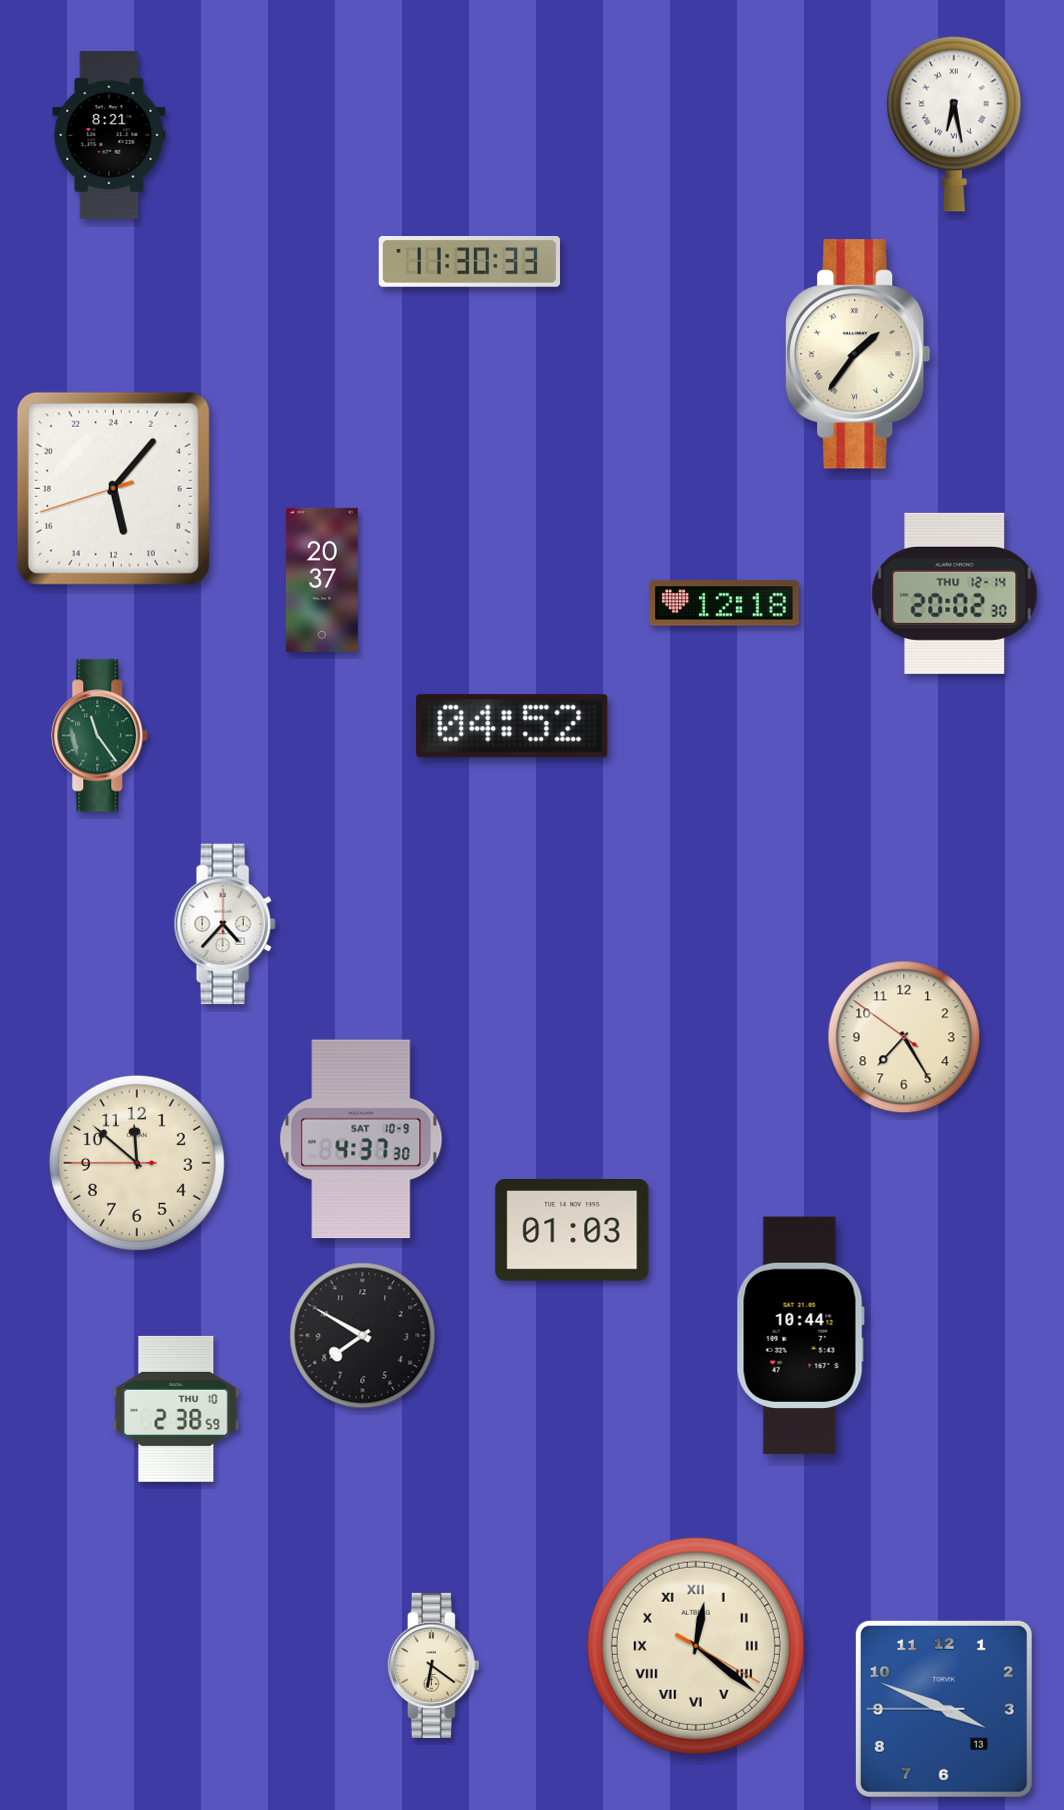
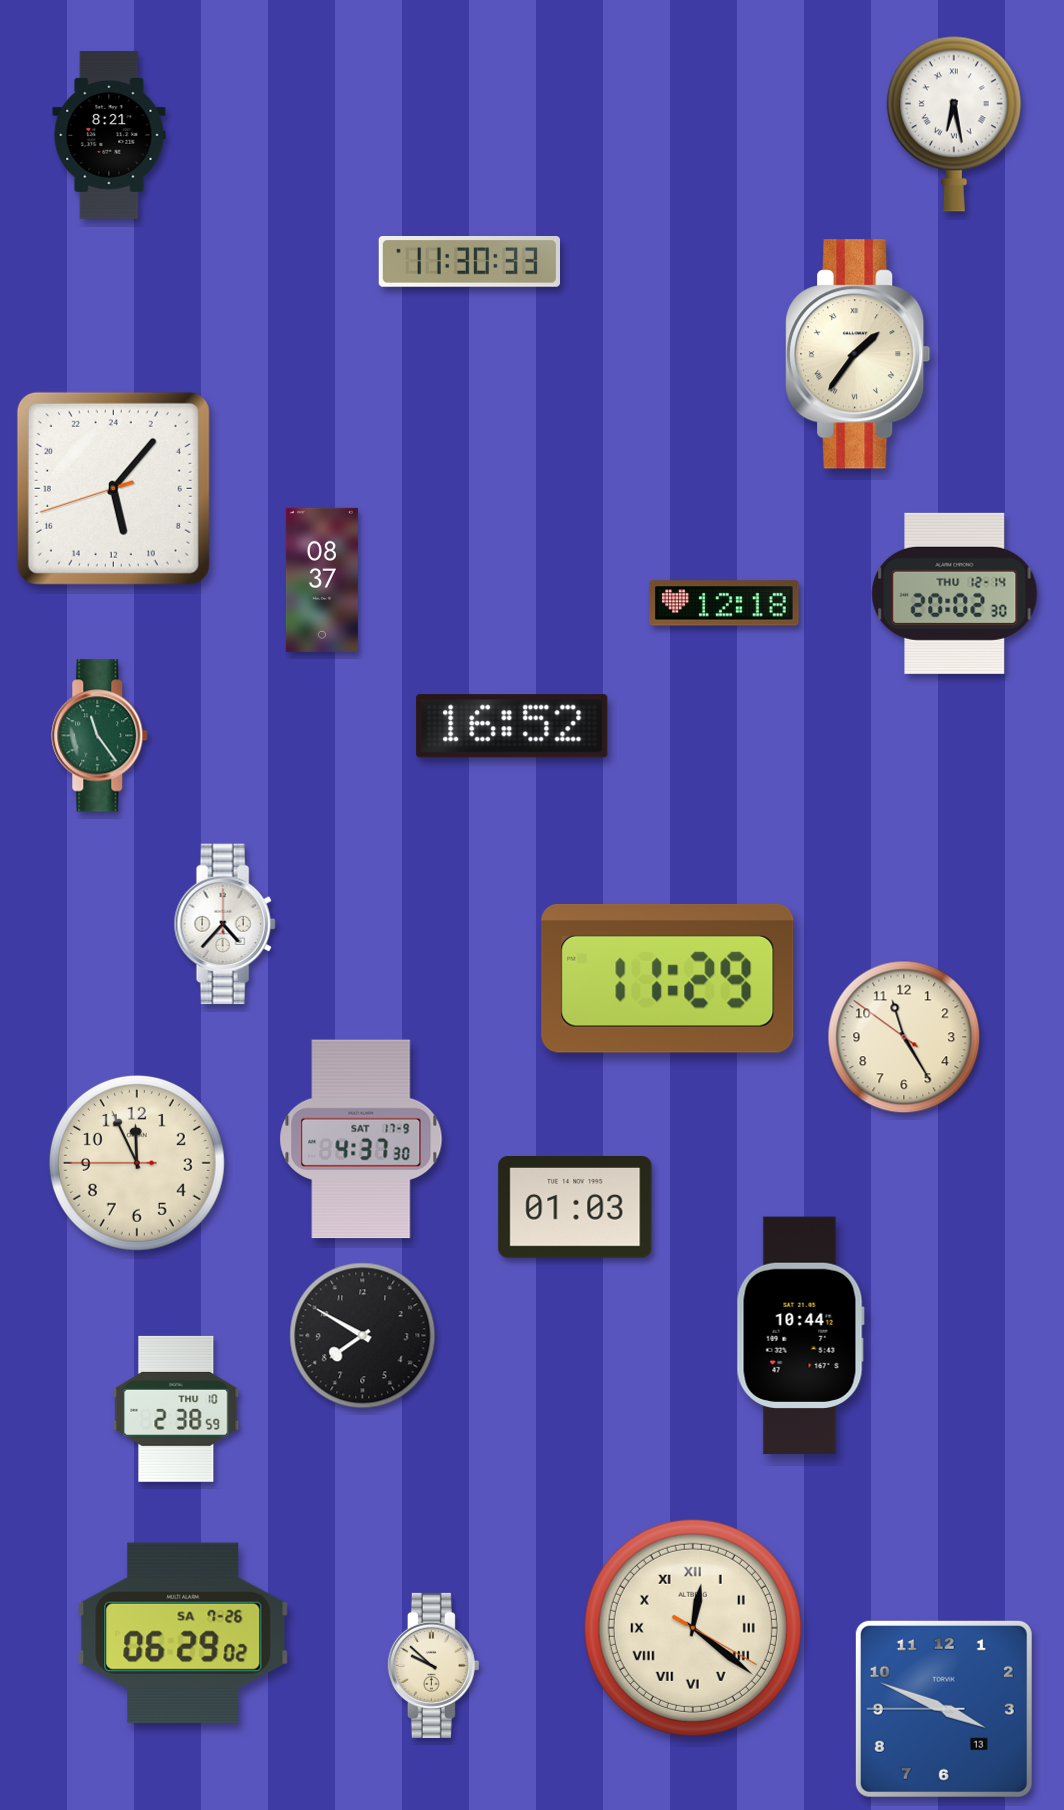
clock at (322, 580): 20:37 -> 08:37
clock at (512, 726): 04:52 -> 16:52
clock at (668, 978): none -> 11:29
clock at (904, 1037): 7:24 -> 11:24
clock at (361, 1139) date: SAT 10-9 -> SAT 17-9
clock at (137, 1163): 11:51 -> 11:55
clock at (572, 1231) position: (572, 1231) -> (575, 1208)
clock at (183, 1633): none -> 06:29
clock at (696, 1646) position: (696, 1646) -> (693, 1628)
clock at (433, 1665): 6:21 -> 9:52
